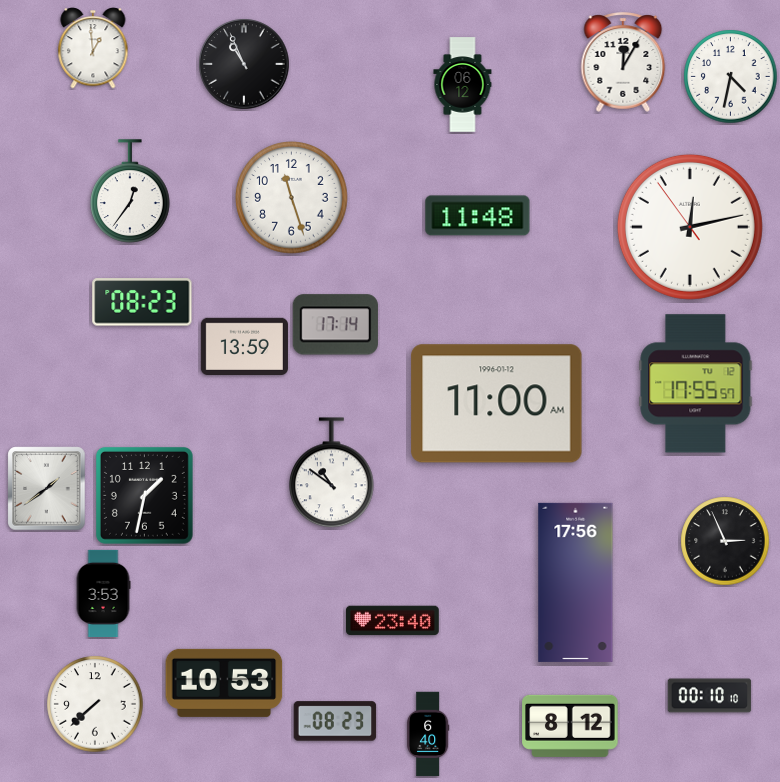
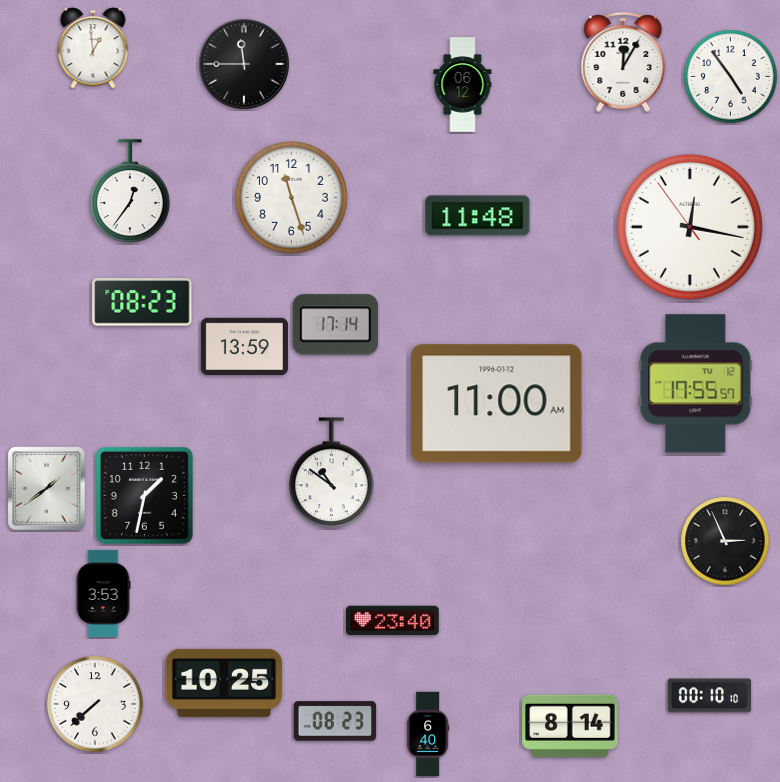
clock at (244, 64): 10:56 -> 11:45
clock at (731, 77): 4:32 -> 4:54
clock at (690, 227): 12:12 -> 12:16
clock at (576, 582): 17:56 -> none
clock at (224, 683): 10:53 -> 10:25
clock at (570, 726): 8:12 -> 8:14
